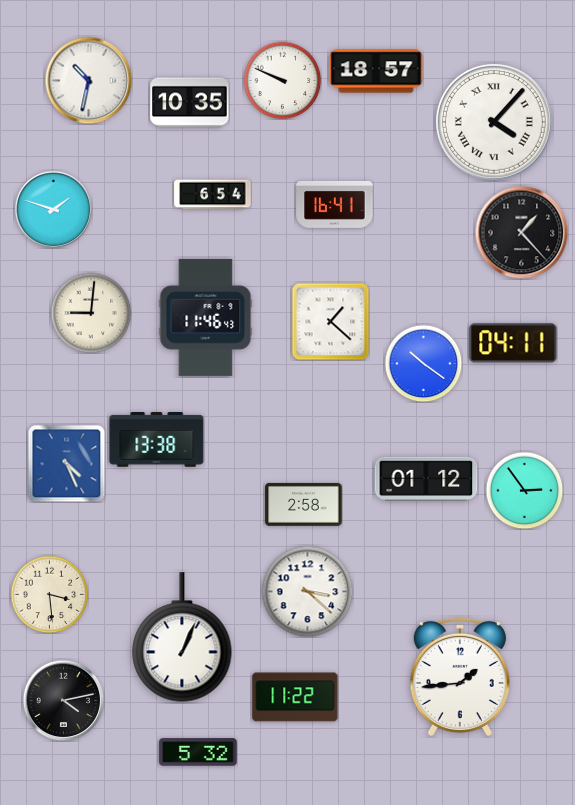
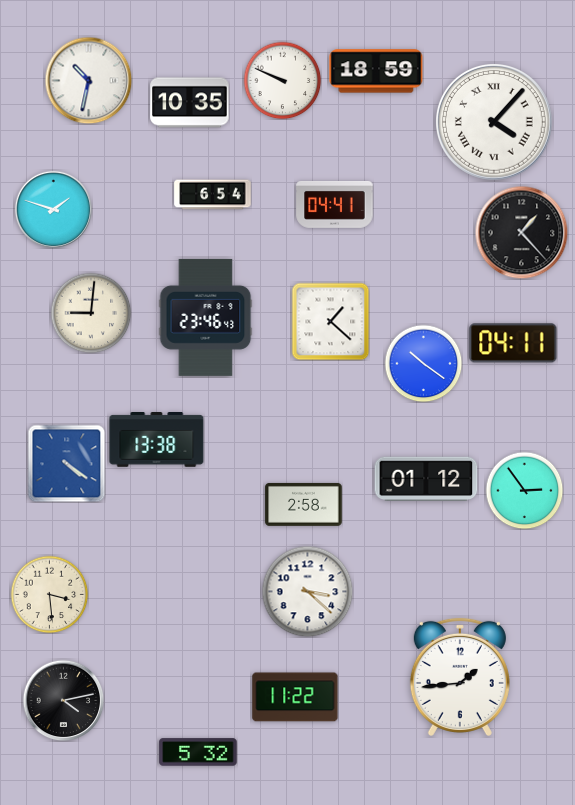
clock at (376, 71): 18:57 -> 18:59
clock at (335, 204): 16:41 -> 04:41
clock at (206, 317): 11:46 -> 23:46
clock at (66, 463): 4:26 -> 4:21
clock at (182, 637): 1:04 -> none
